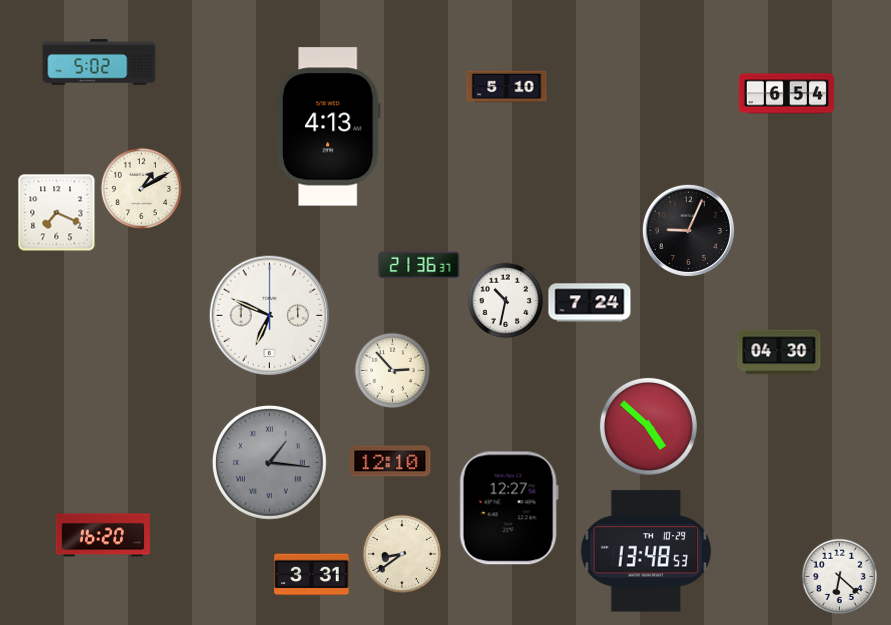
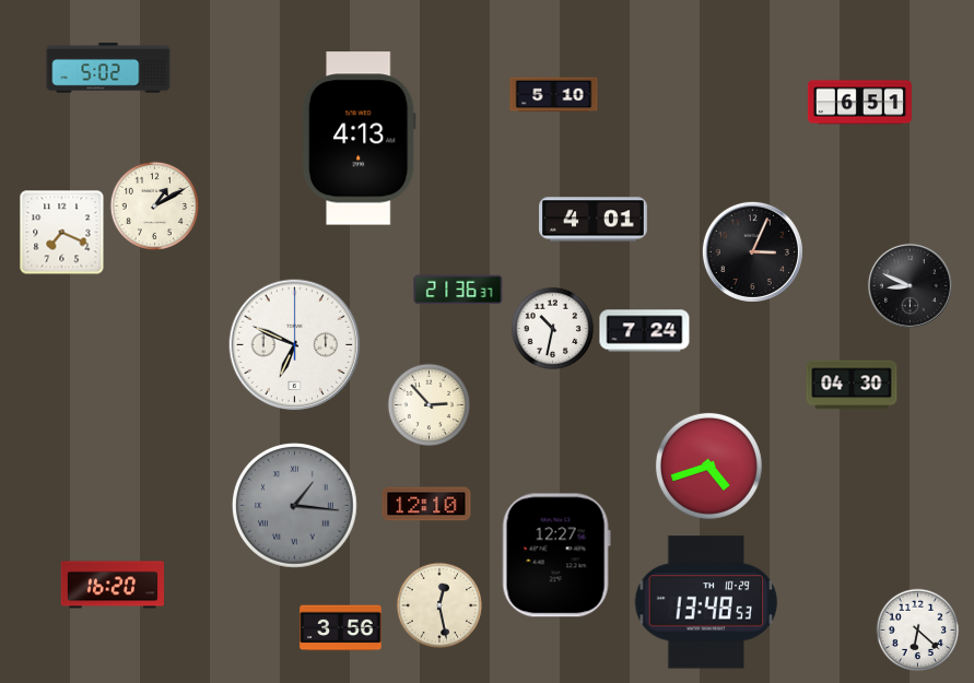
clock at (786, 94): 6:54 -> 6:51
clock at (594, 220): none -> 4:01
clock at (688, 230): 9:04 -> 3:04
clock at (910, 285): none -> 8:49
clock at (648, 426): 4:52 -> 4:42
clock at (401, 553): 8:39 -> 12:28
clock at (312, 575): 3:31 -> 3:56
